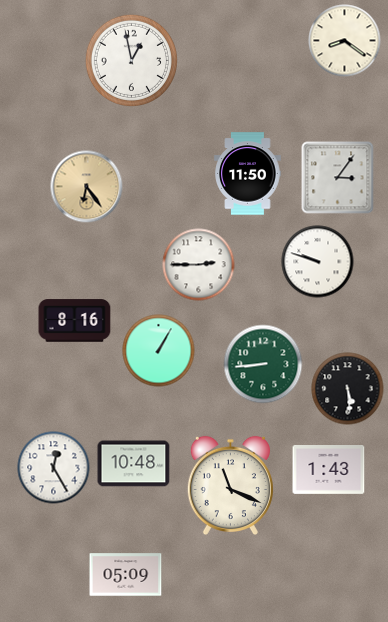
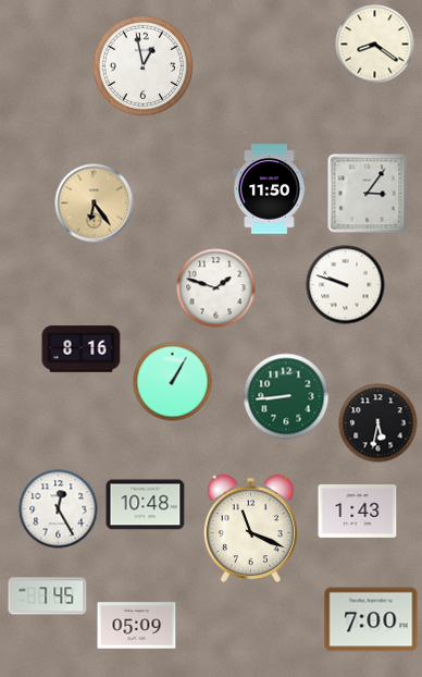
clock at (199, 265): 2:45 -> 1:48
clock at (348, 389): 5:29 -> 5:32
clock at (48, 596): none -> 7:45
clock at (371, 619): none -> 7:00
